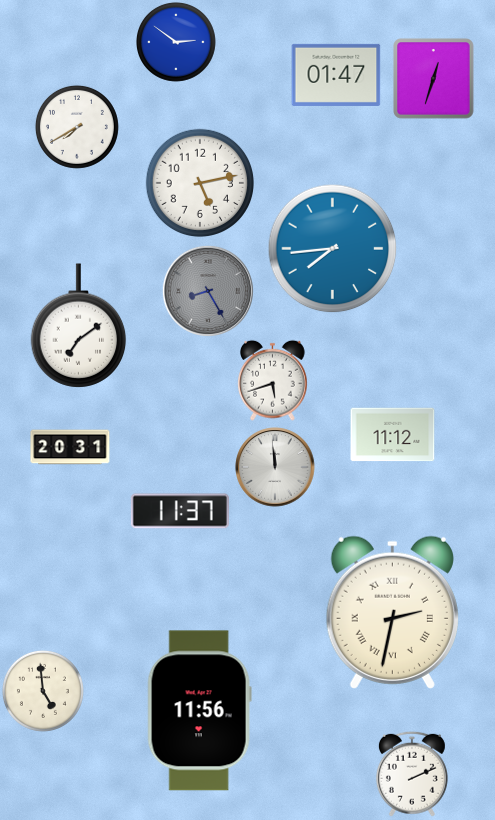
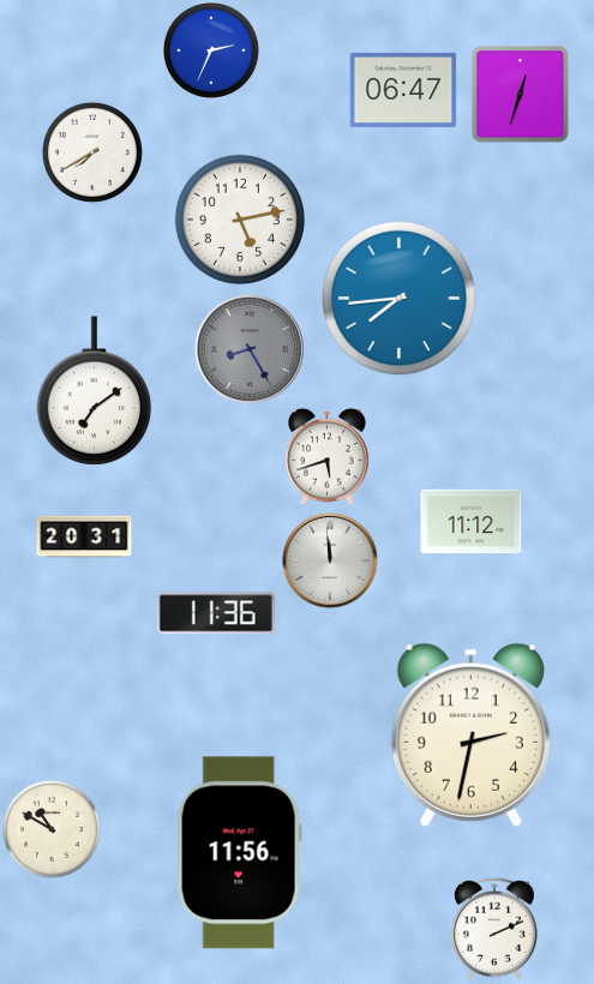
clock at (176, 42): 2:51 -> 2:34
clock at (336, 75): 01:47 -> 06:47
clock at (180, 511): 11:37 -> 11:36
clock at (392, 612) numerals: Roman -> Arabic
clock at (43, 691): 4:59 -> 10:50
